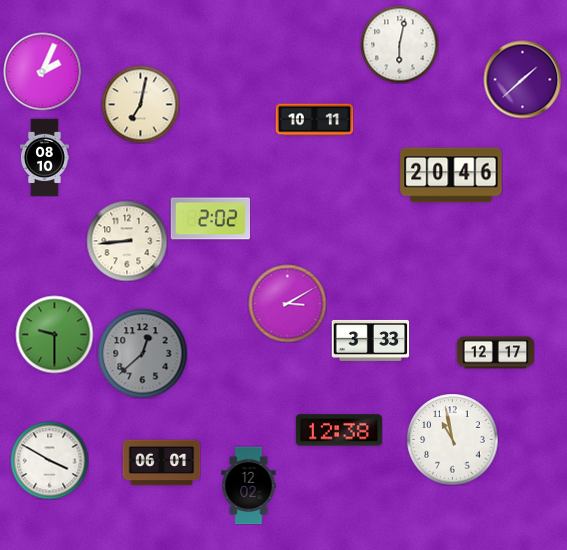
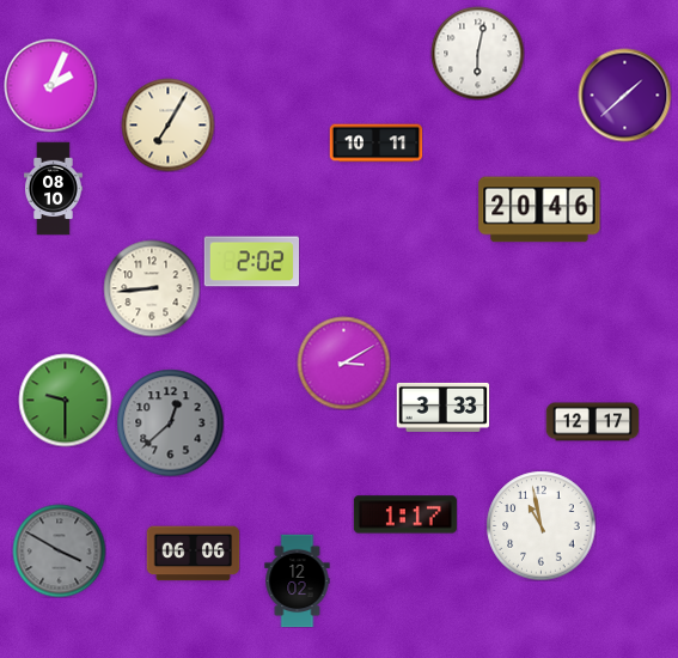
clock at (140, 104): 7:02 -> 7:05
clock at (339, 430): 12:38 -> 1:17
clock at (49, 460) dial: white -> grey
clock at (161, 463): 06:01 -> 06:06
